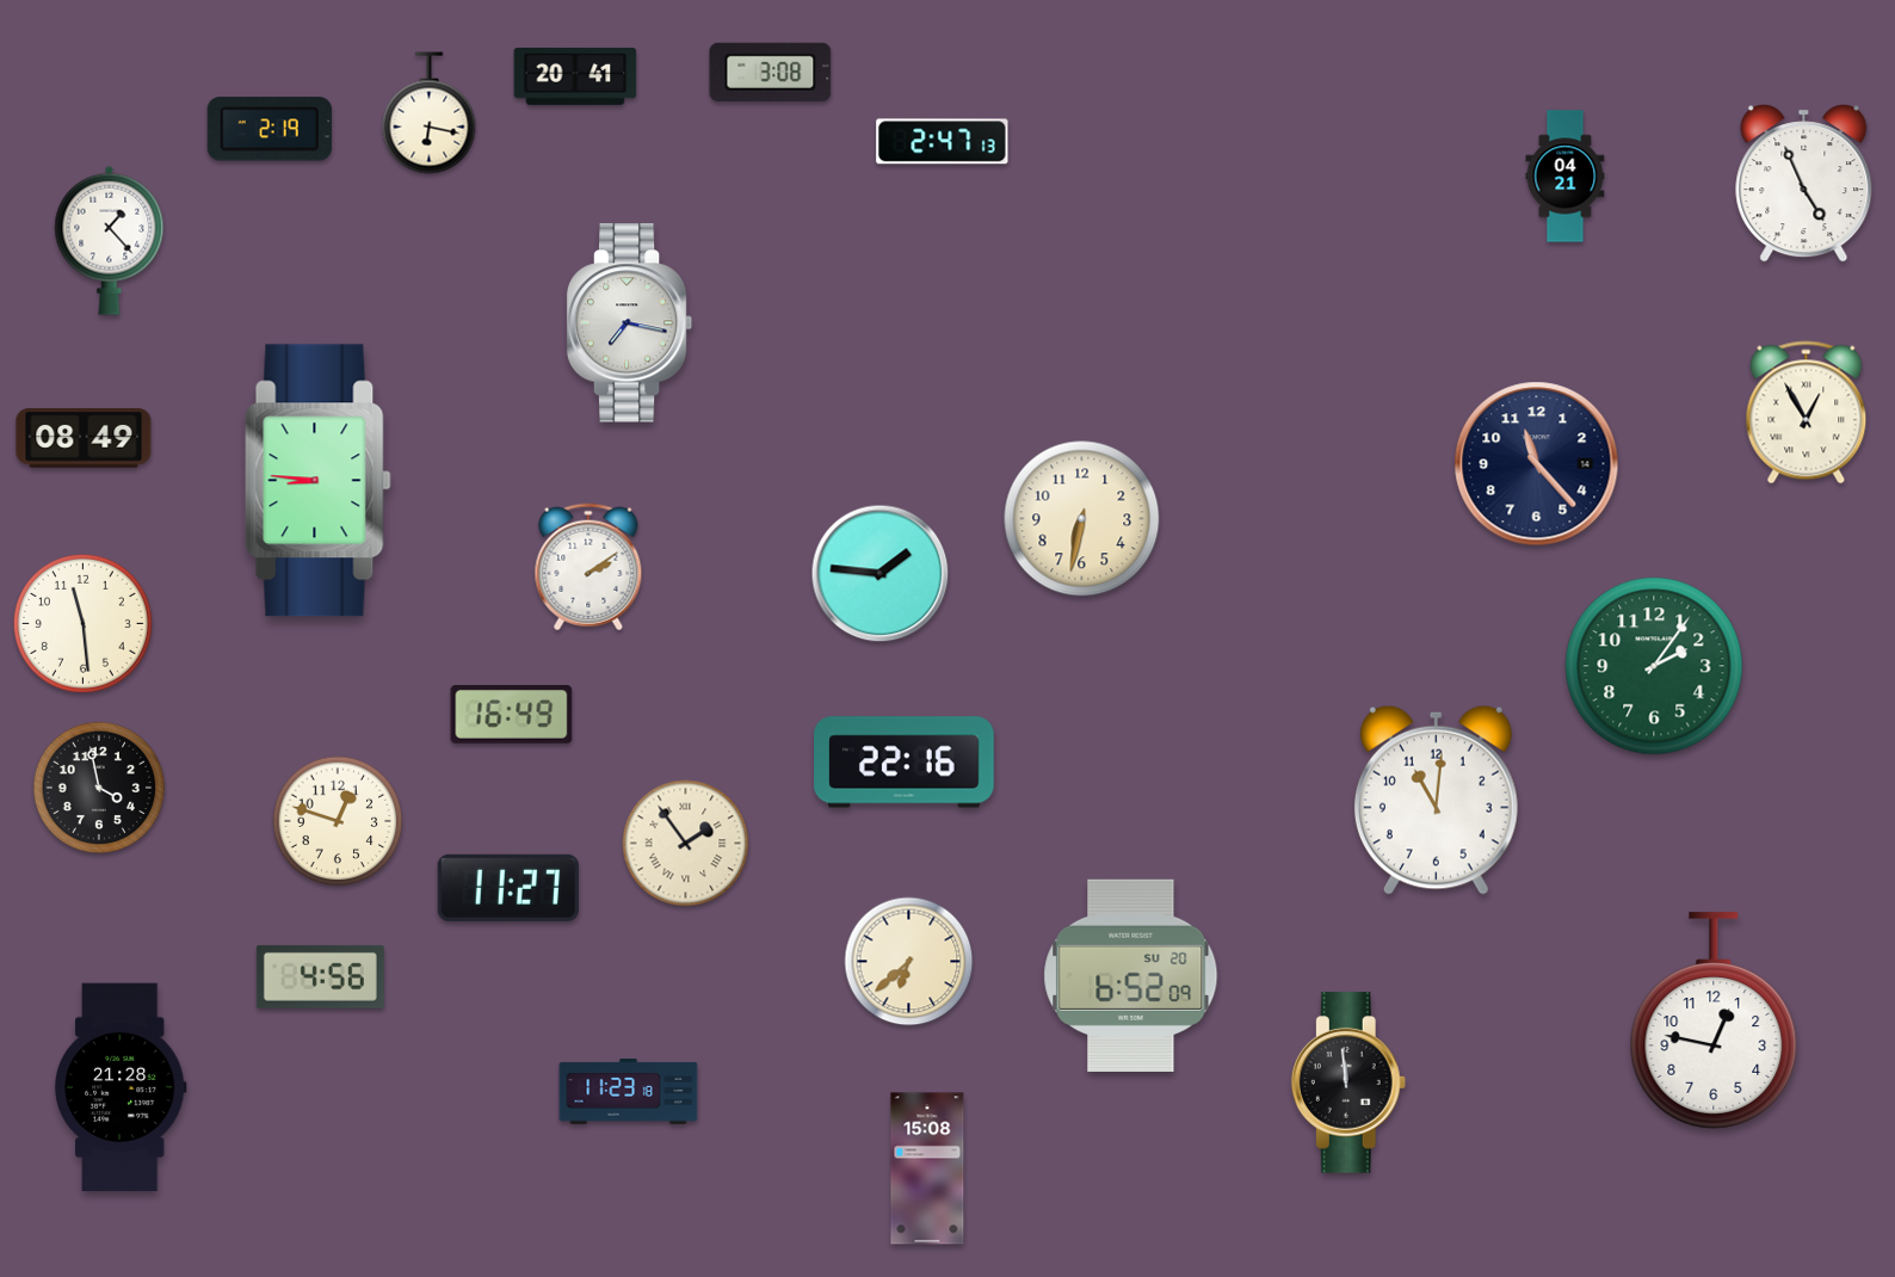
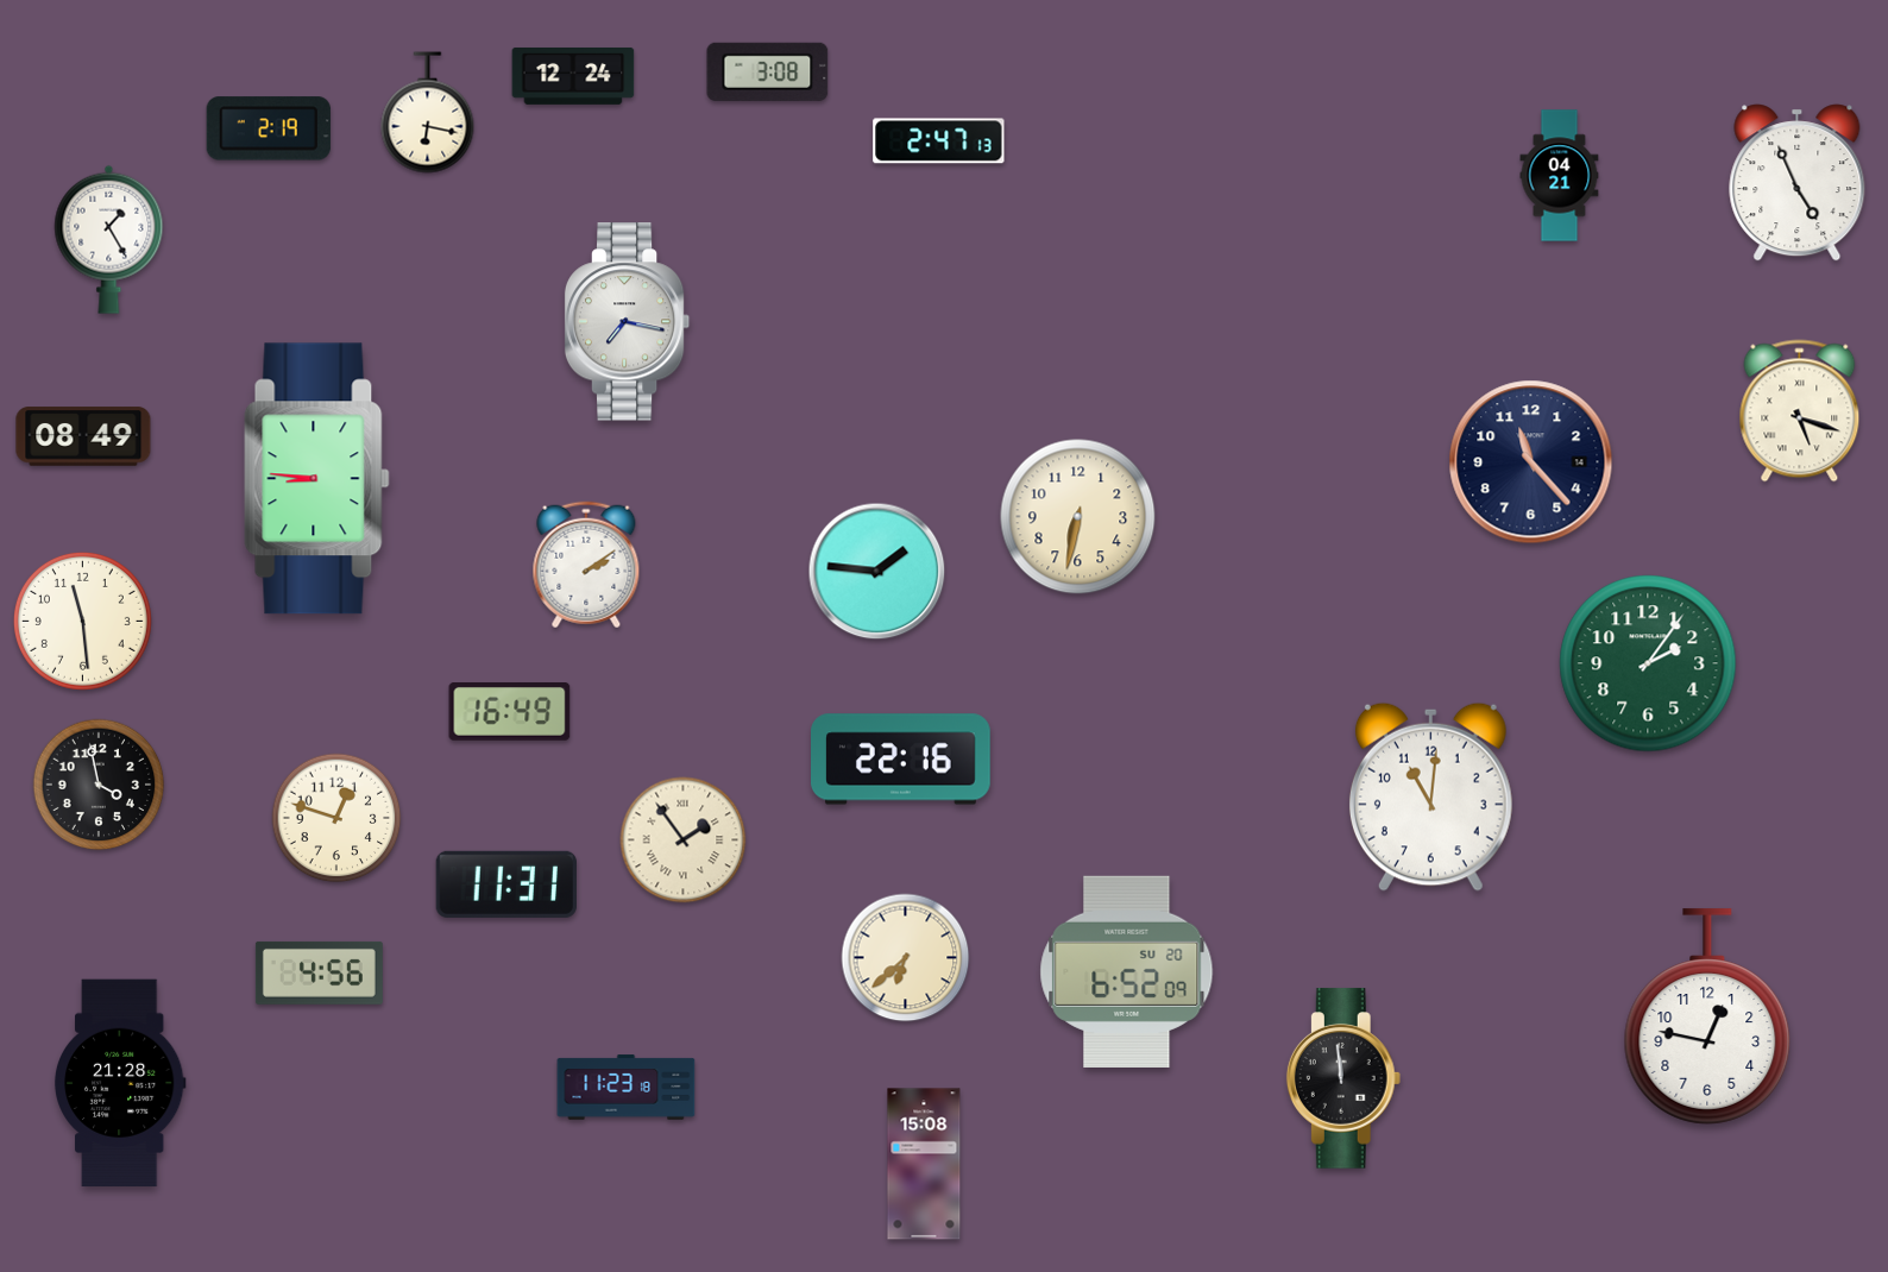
clock at (575, 76): 20:41 -> 12:24
clock at (110, 240): 1:23 -> 1:25
clock at (1807, 413): 12:55 -> 5:18
clock at (508, 888): 11:27 -> 11:31
